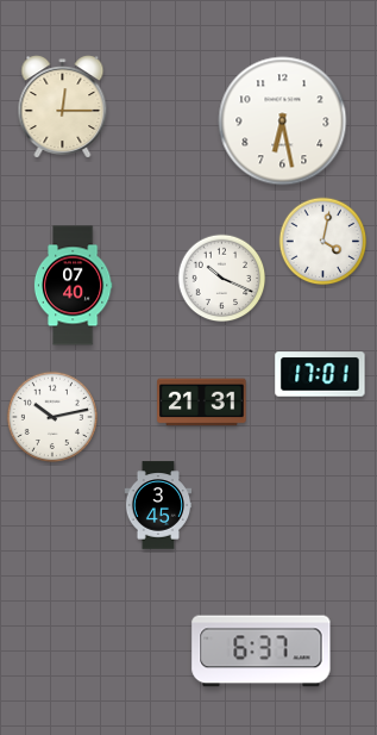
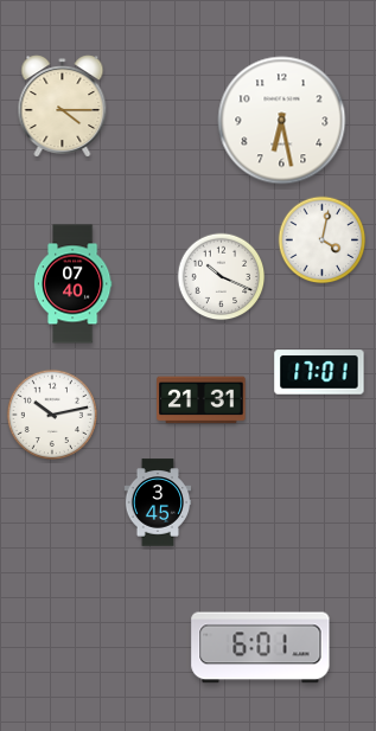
clock at (63, 107): 12:15 -> 4:15
clock at (262, 652): 6:37 -> 6:01
